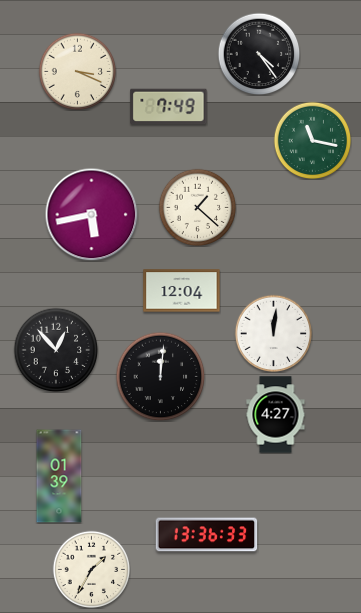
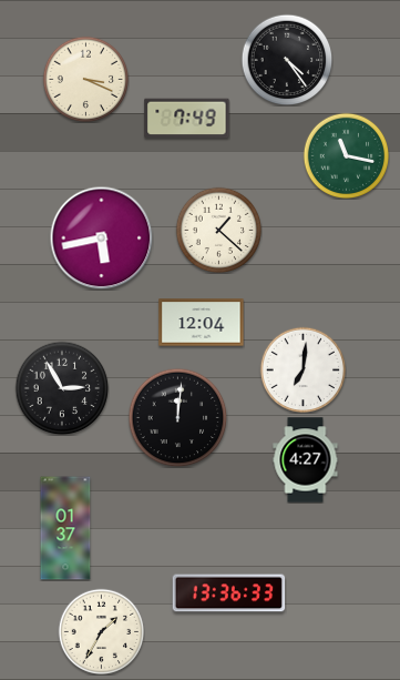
clock at (273, 333): 12:01 -> 7:01
clock at (56, 350): 12:53 -> 2:55
clock at (59, 476): 01:39 -> 01:37
